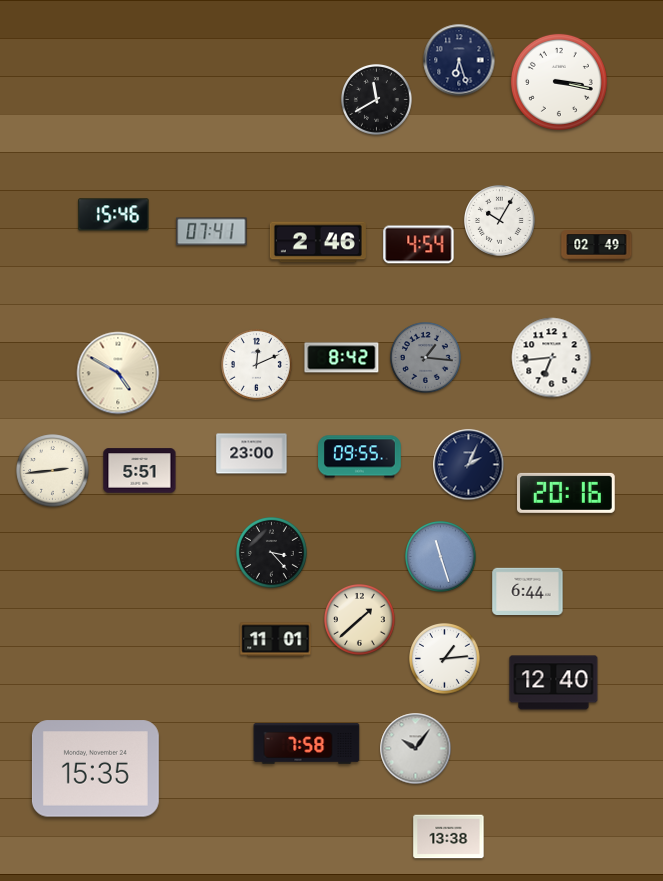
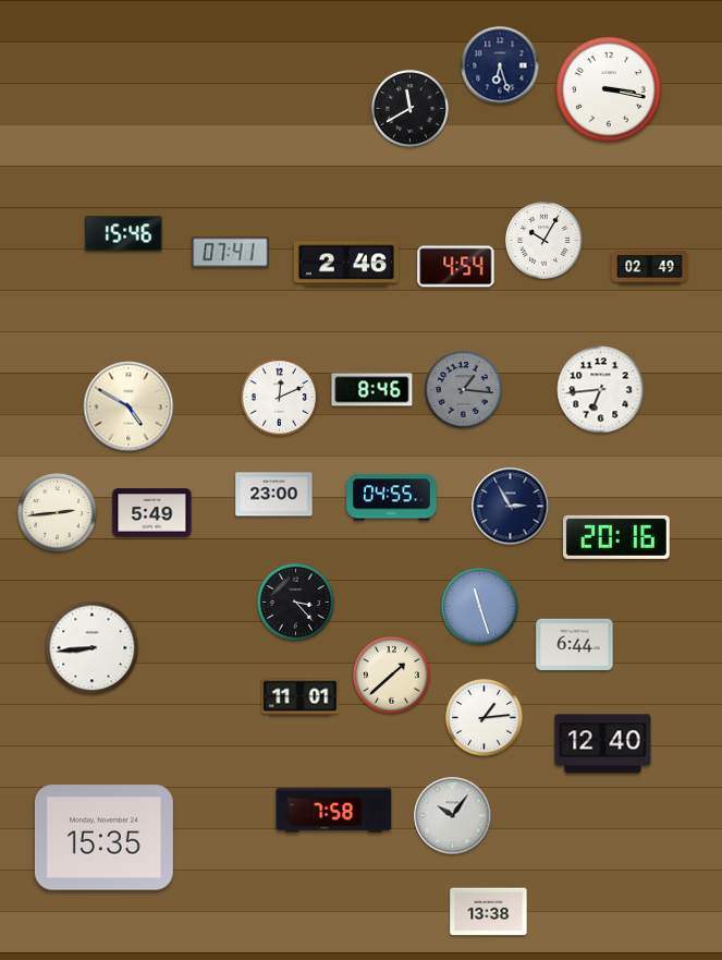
clock at (342, 358): 8:42 -> 8:46
clock at (360, 457): 09:55 -> 04:55
clock at (469, 465): 2:04 -> 2:55
clock at (140, 471): 5:51 -> 5:49
clock at (93, 648): none -> 8:44
